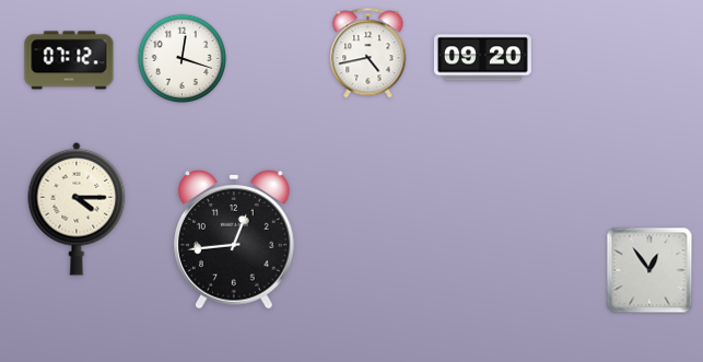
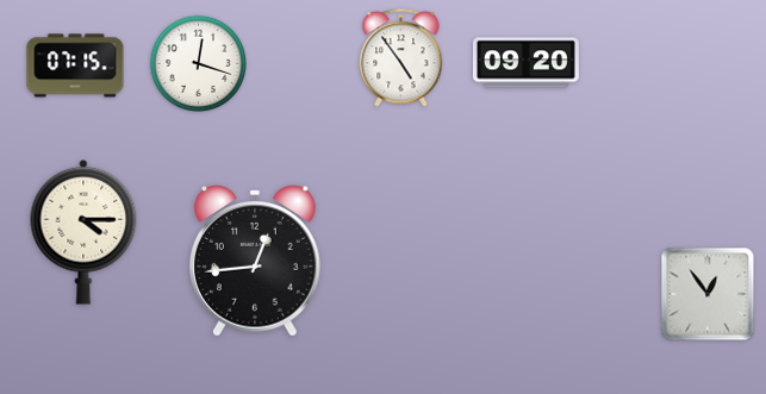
clock at (368, 54): 4:43 -> 4:54
clock at (69, 60): 07:12 -> 07:15
clock at (77, 209) position: (77, 209) -> (83, 232)
